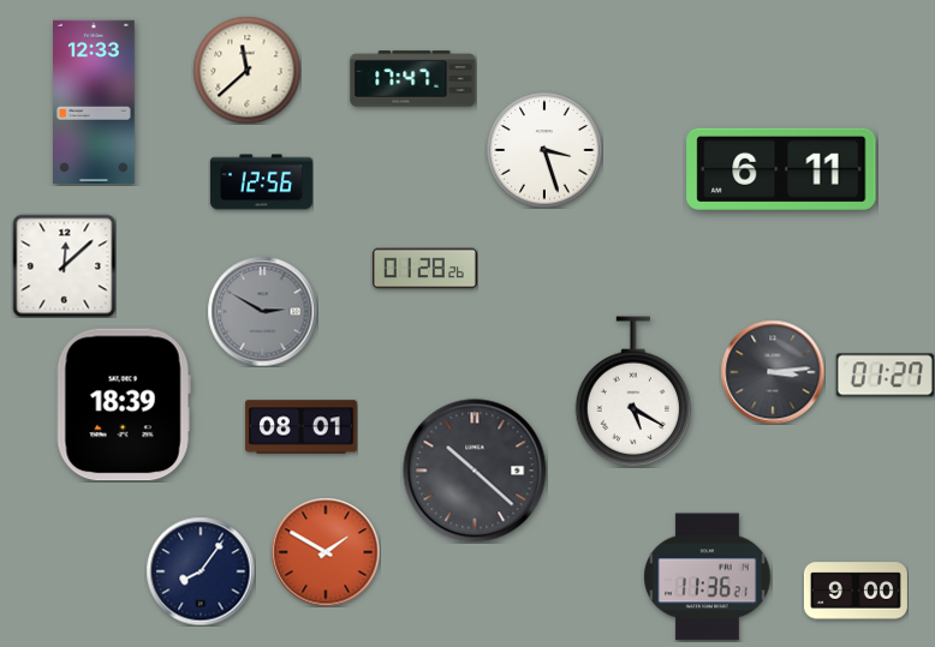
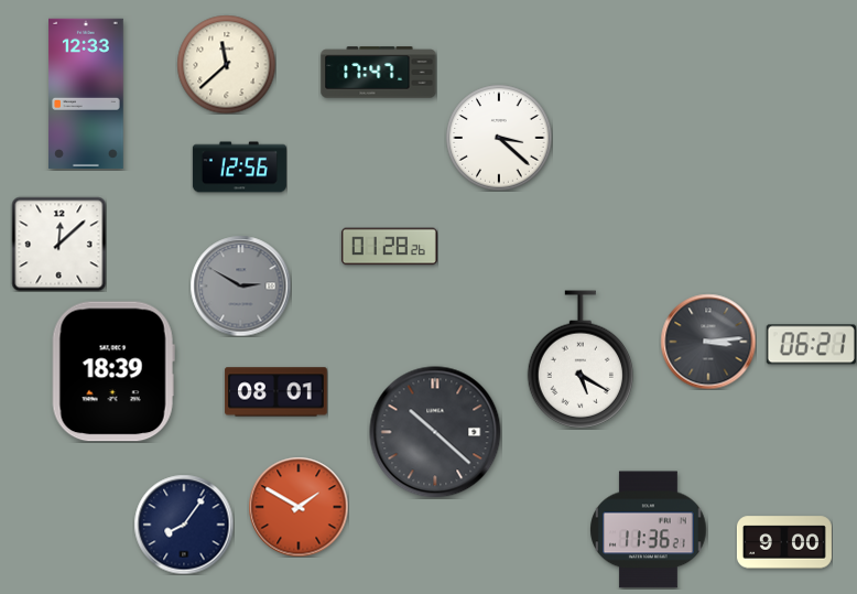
clock at (544, 150): 3:27 -> 3:22
clock at (781, 169): 6:11 -> none
clock at (885, 376): 01:27 -> 06:21
